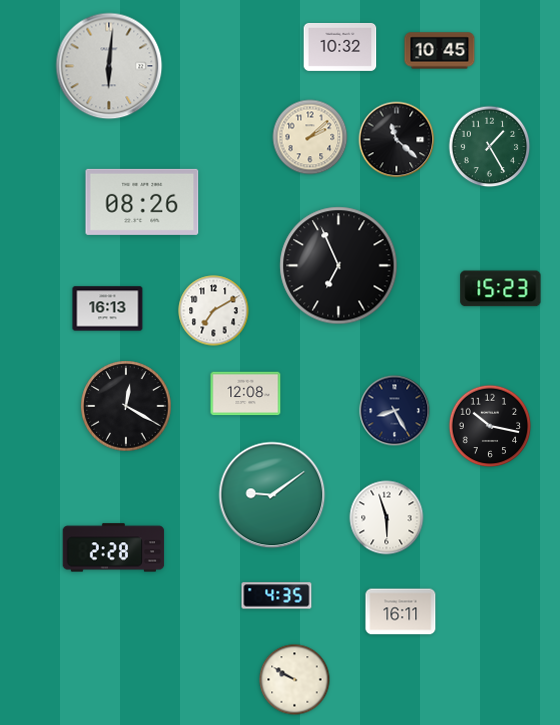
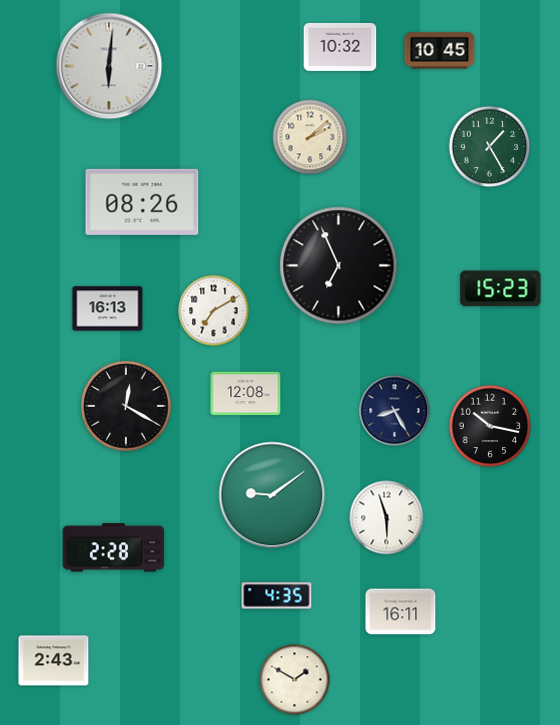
clock at (397, 140): 11:22 -> none
clock at (54, 661): none -> 2:43
clock at (295, 680): 9:50 -> 1:50
